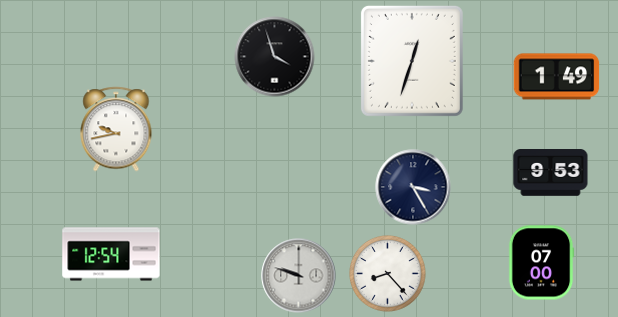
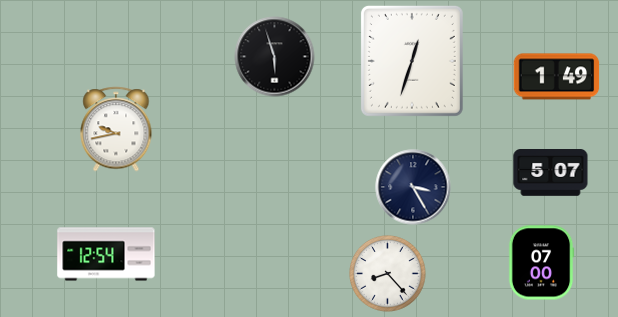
clock at (275, 57): 3:57 -> 5:57
clock at (551, 173): 9:53 -> 5:07
clock at (111, 254) position: (111, 254) -> (106, 254)
clock at (299, 276): 9:48 -> none
